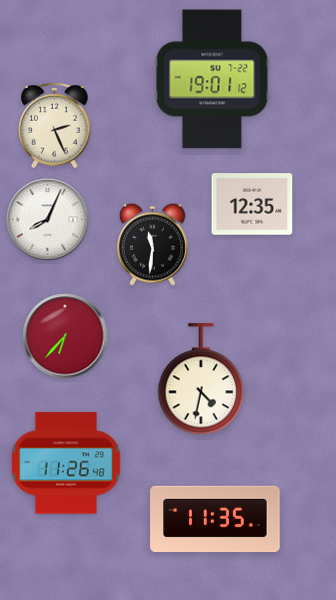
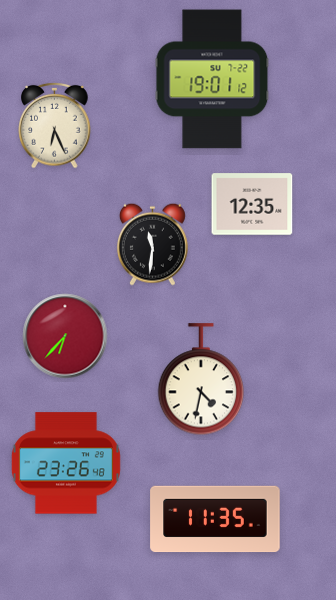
clock at (55, 125): 2:26 -> 6:26
clock at (48, 220): 8:04 -> none
clock at (66, 463): 11:26 -> 23:26
